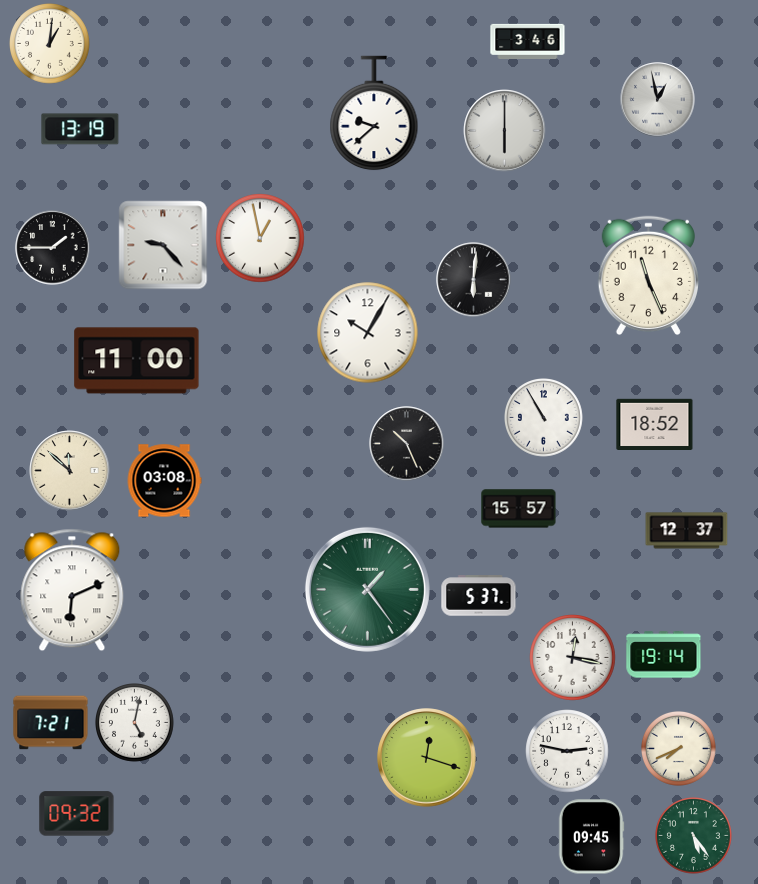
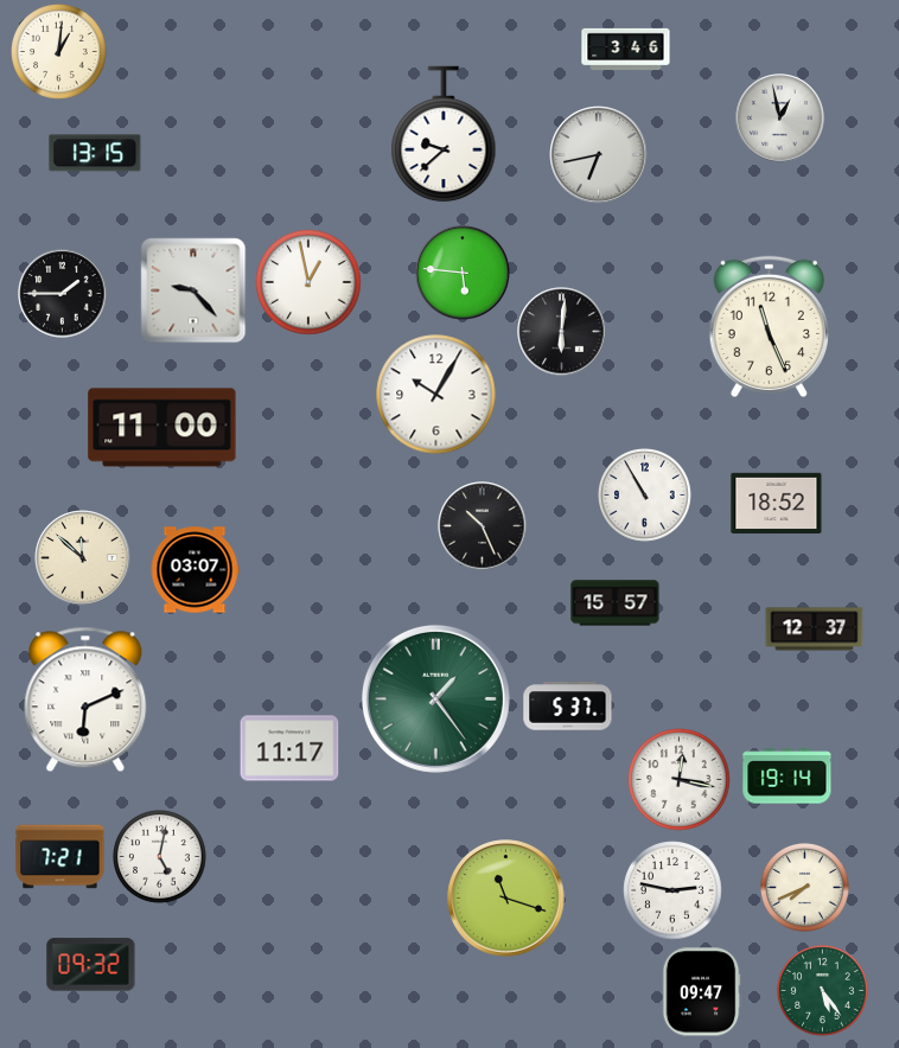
clock at (80, 129): 13:19 -> 13:15
clock at (505, 131): 6:00 -> 6:43
clock at (463, 273): none -> 5:46
clock at (164, 481): 03:08 -> 03:07
clock at (289, 748): none -> 11:17
clock at (427, 758): 12:18 -> 11:18
clock at (591, 837): 09:45 -> 09:47
